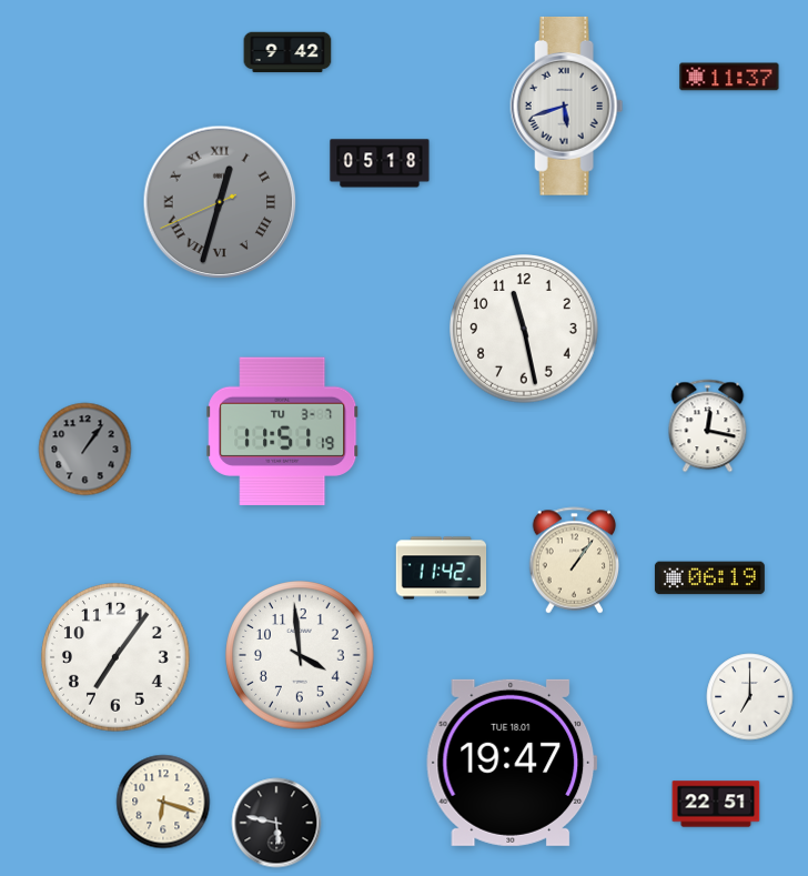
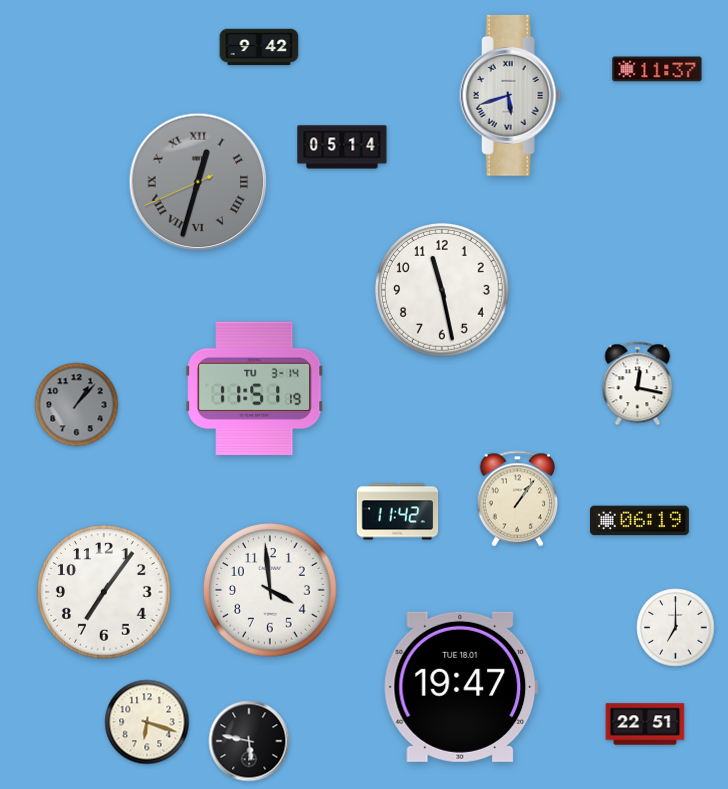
clock at (380, 163): 05:18 -> 05:14
clock at (524, 329) position: (524, 329) -> (442, 290)
clock at (283, 432) date: TU 3-7 -> TU 3-14
clock at (85, 450): 1:06 -> 1:07
clock at (575, 561) position: (575, 561) -> (518, 499)
